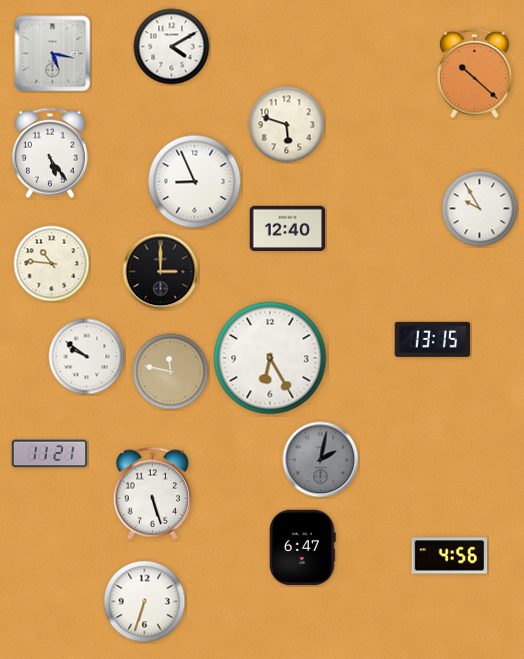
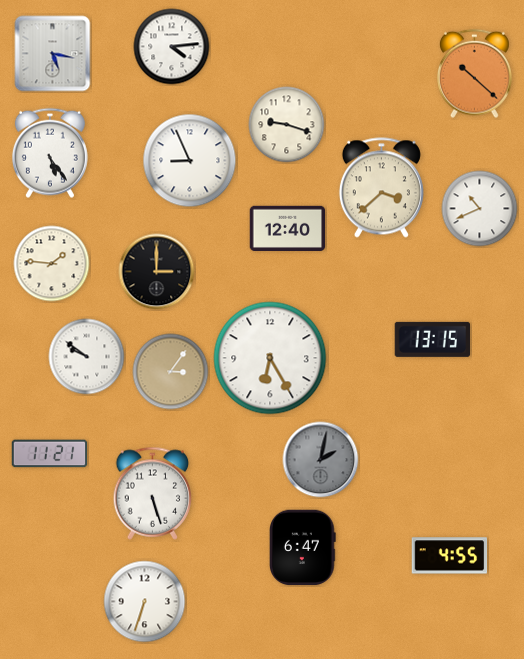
clock at (172, 47): 4:10 -> 4:14
clock at (287, 125): 5:48 -> 9:18
clock at (195, 182) position: (195, 182) -> (190, 161)
clock at (381, 188): none -> 3:38
clock at (480, 209): 9:55 -> 10:41
clock at (52, 264): 10:46 -> 1:46
clock at (161, 272) position: (161, 272) -> (157, 272)
clock at (171, 372): 11:47 -> 3:06
clock at (450, 556): 4:56 -> 4:55
